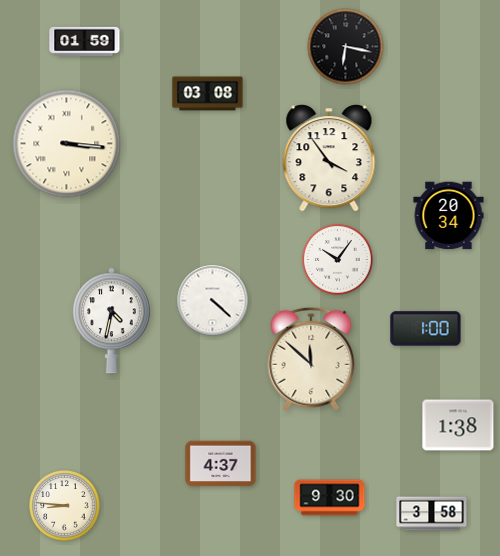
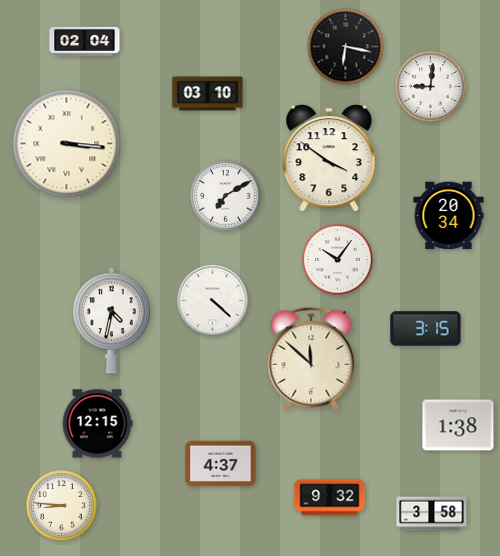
clock at (85, 41): 01:59 -> 02:04
clock at (431, 87): none -> 9:01
clock at (208, 94): 03:08 -> 03:10
clock at (329, 158): 3:54 -> 3:51
clock at (226, 196): none -> 7:10
clock at (426, 329): 1:00 -> 3:15
clock at (97, 424): none -> 12:15
clock at (330, 498): 9:30 -> 9:32
clock at (65, 506) position: (65, 506) -> (62, 506)
